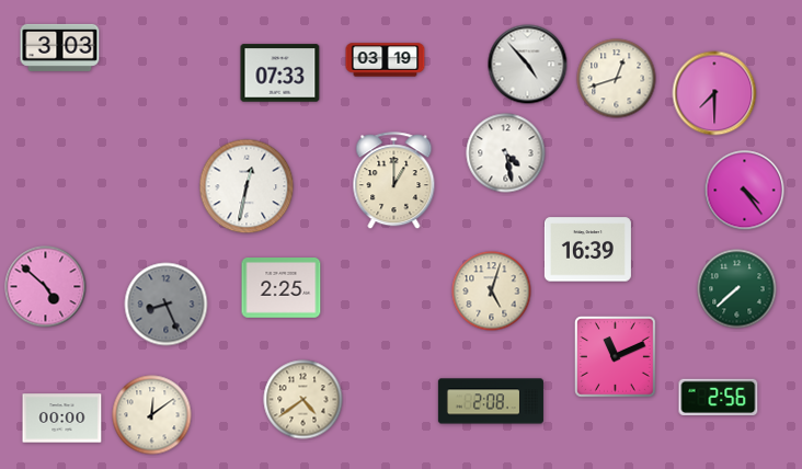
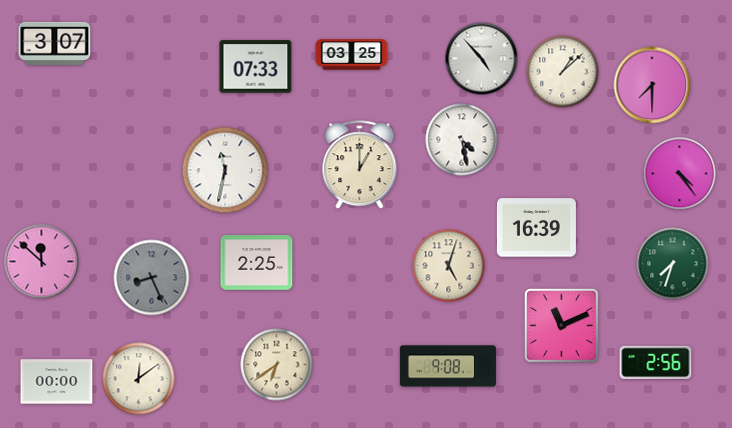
clock at (60, 47): 3:03 -> 3:07
clock at (386, 60): 03:19 -> 03:25
clock at (617, 79): 12:42 -> 1:08
clock at (247, 186): 12:32 -> 11:32
clock at (46, 287): 4:52 -> 11:52
clock at (737, 289): 7:38 -> 7:33
clock at (303, 400): 4:39 -> 6:39
clock at (491, 401): 2:08 -> 9:08
